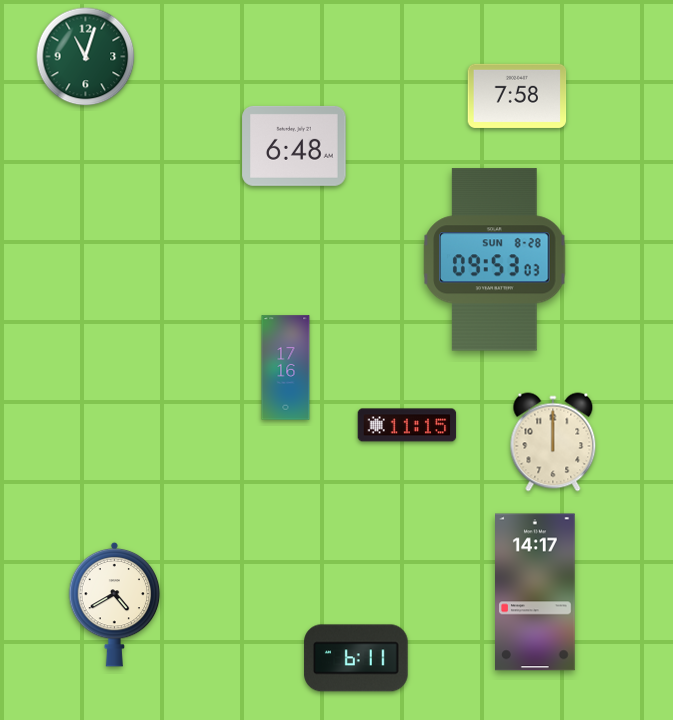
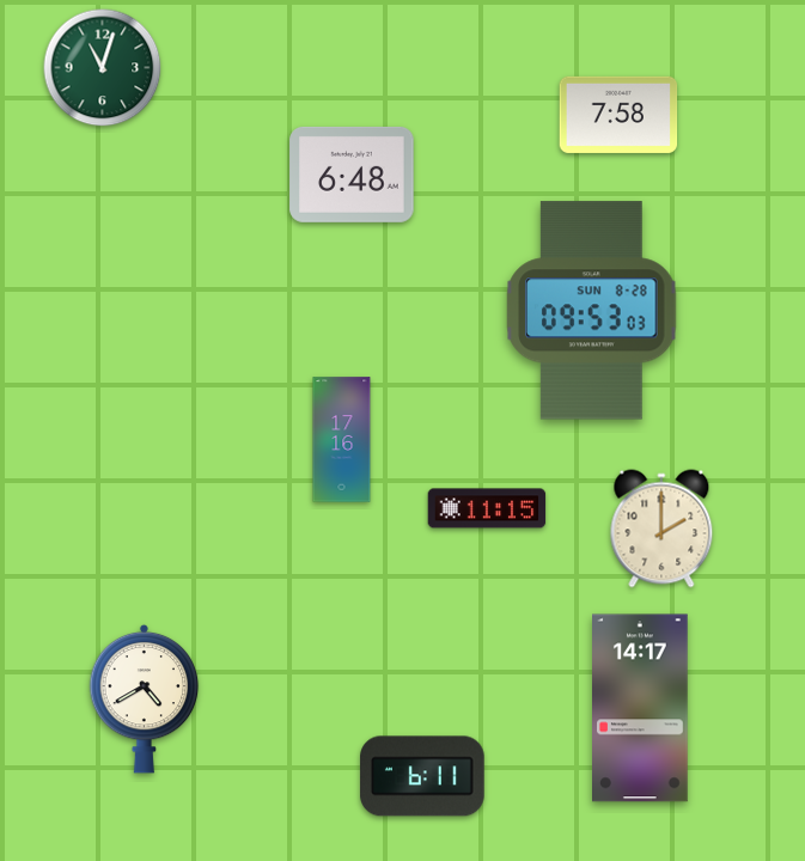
clock at (553, 442): 12:00 -> 2:00
clock at (115, 604) position: (115, 604) -> (145, 698)
clock at (356, 658) position: (356, 658) -> (422, 776)
